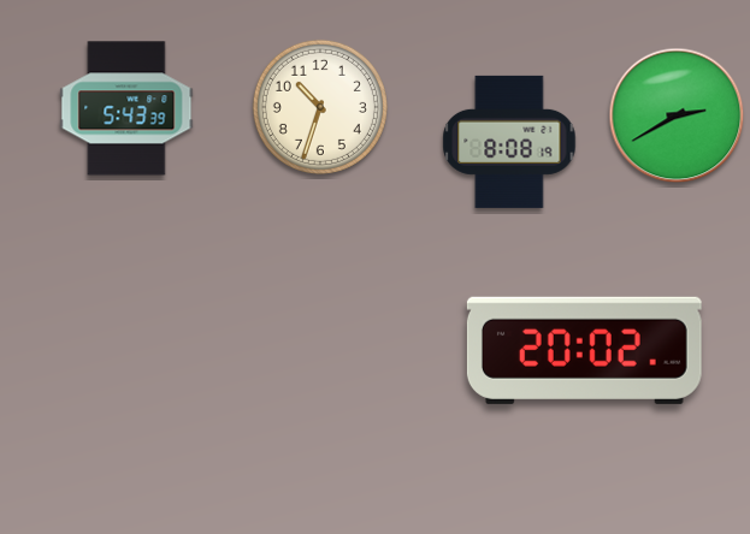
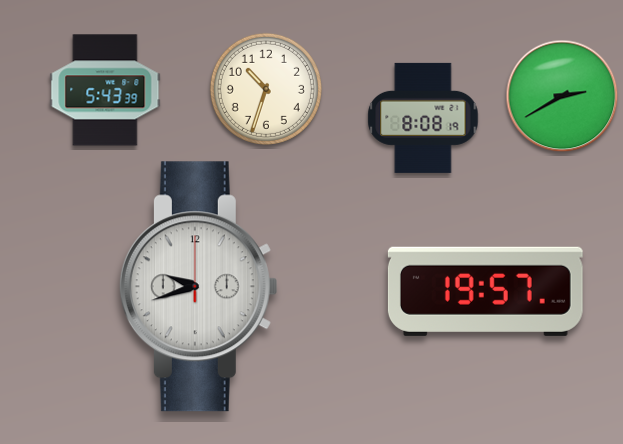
clock at (198, 287): none -> 9:42
clock at (584, 350): 20:02 -> 19:57
